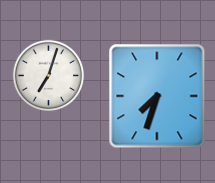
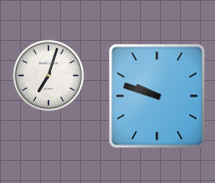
clock at (157, 96): 7:33 -> 9:48
